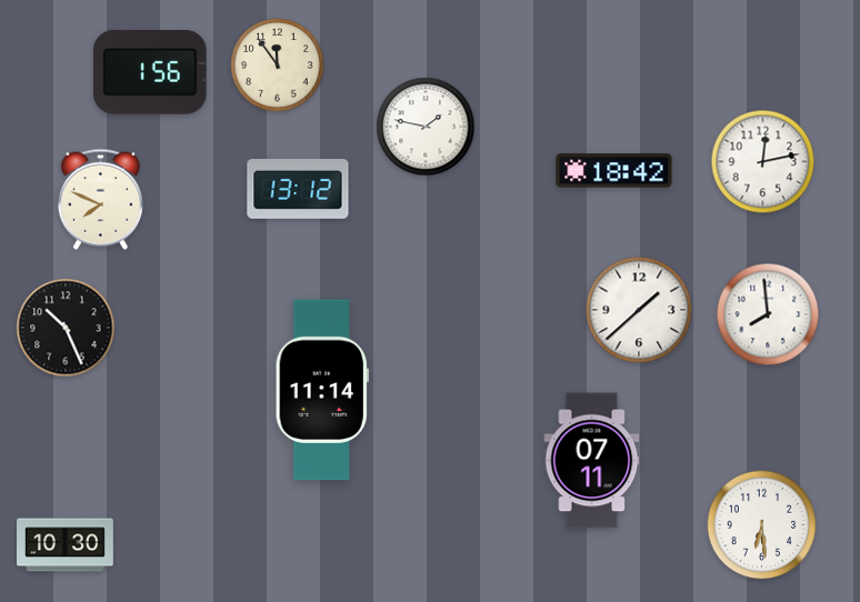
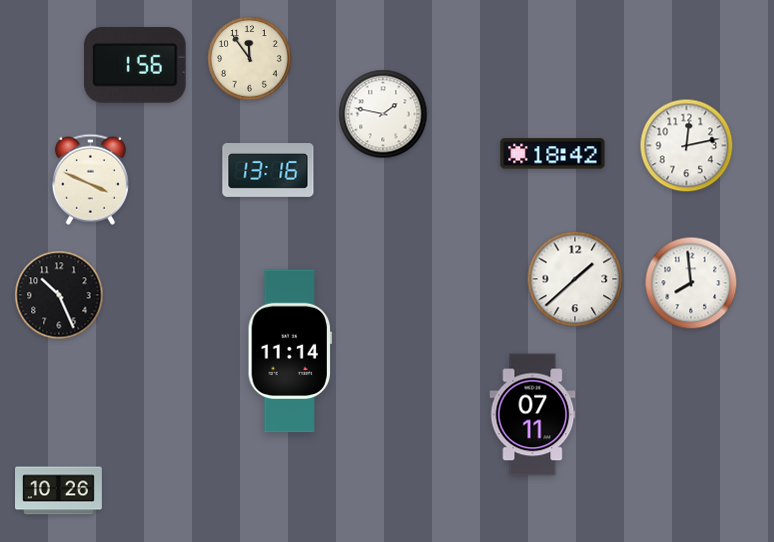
clock at (298, 190): 13:12 -> 13:16
clock at (100, 199): 7:49 -> 3:49
clock at (762, 525): 6:29 -> none
clock at (66, 545): 10:30 -> 10:26
